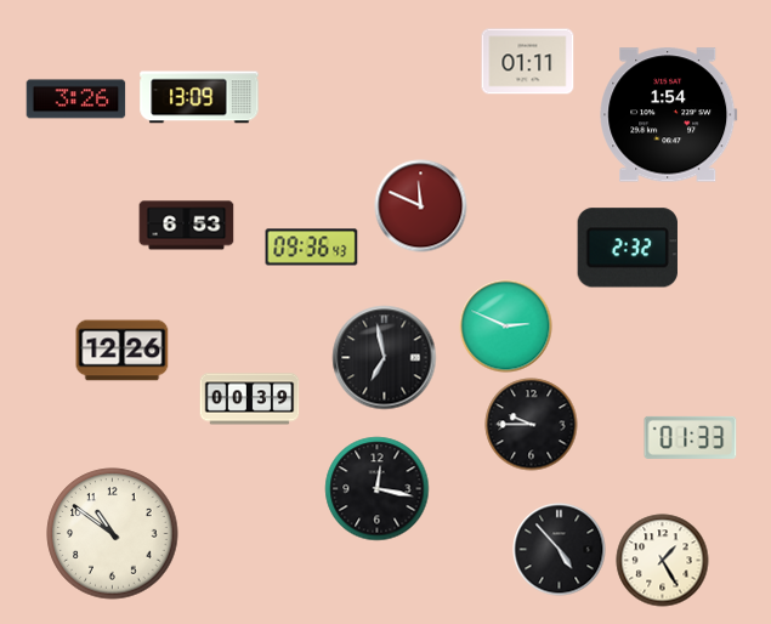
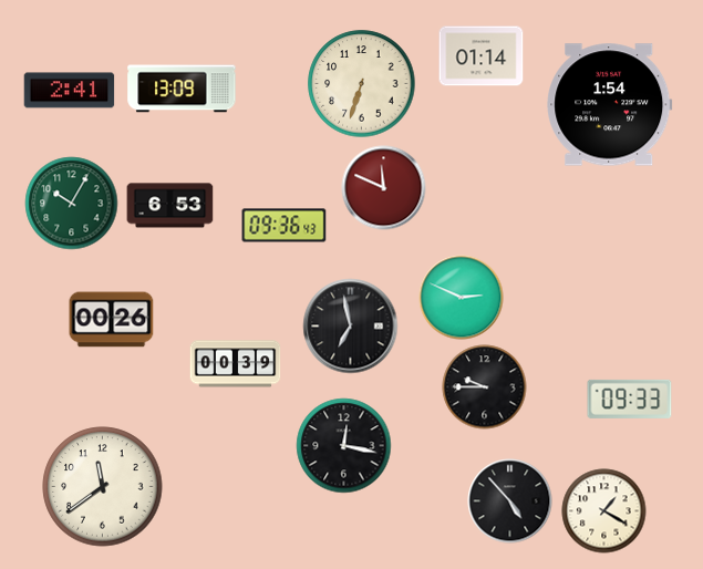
clock at (528, 62): 01:11 -> 01:14
clock at (362, 84): none -> 6:33
clock at (76, 100): 3:26 -> 2:41
clock at (72, 204): none -> 10:05
clock at (628, 248): 2:32 -> none
clock at (123, 351): 12:26 -> 00:26
clock at (250, 399) position: (250, 399) -> (236, 364)
clock at (691, 437): 01:33 -> 09:33
clock at (113, 534): 10:51 -> 11:39
clock at (663, 561): 1:25 -> 1:20
